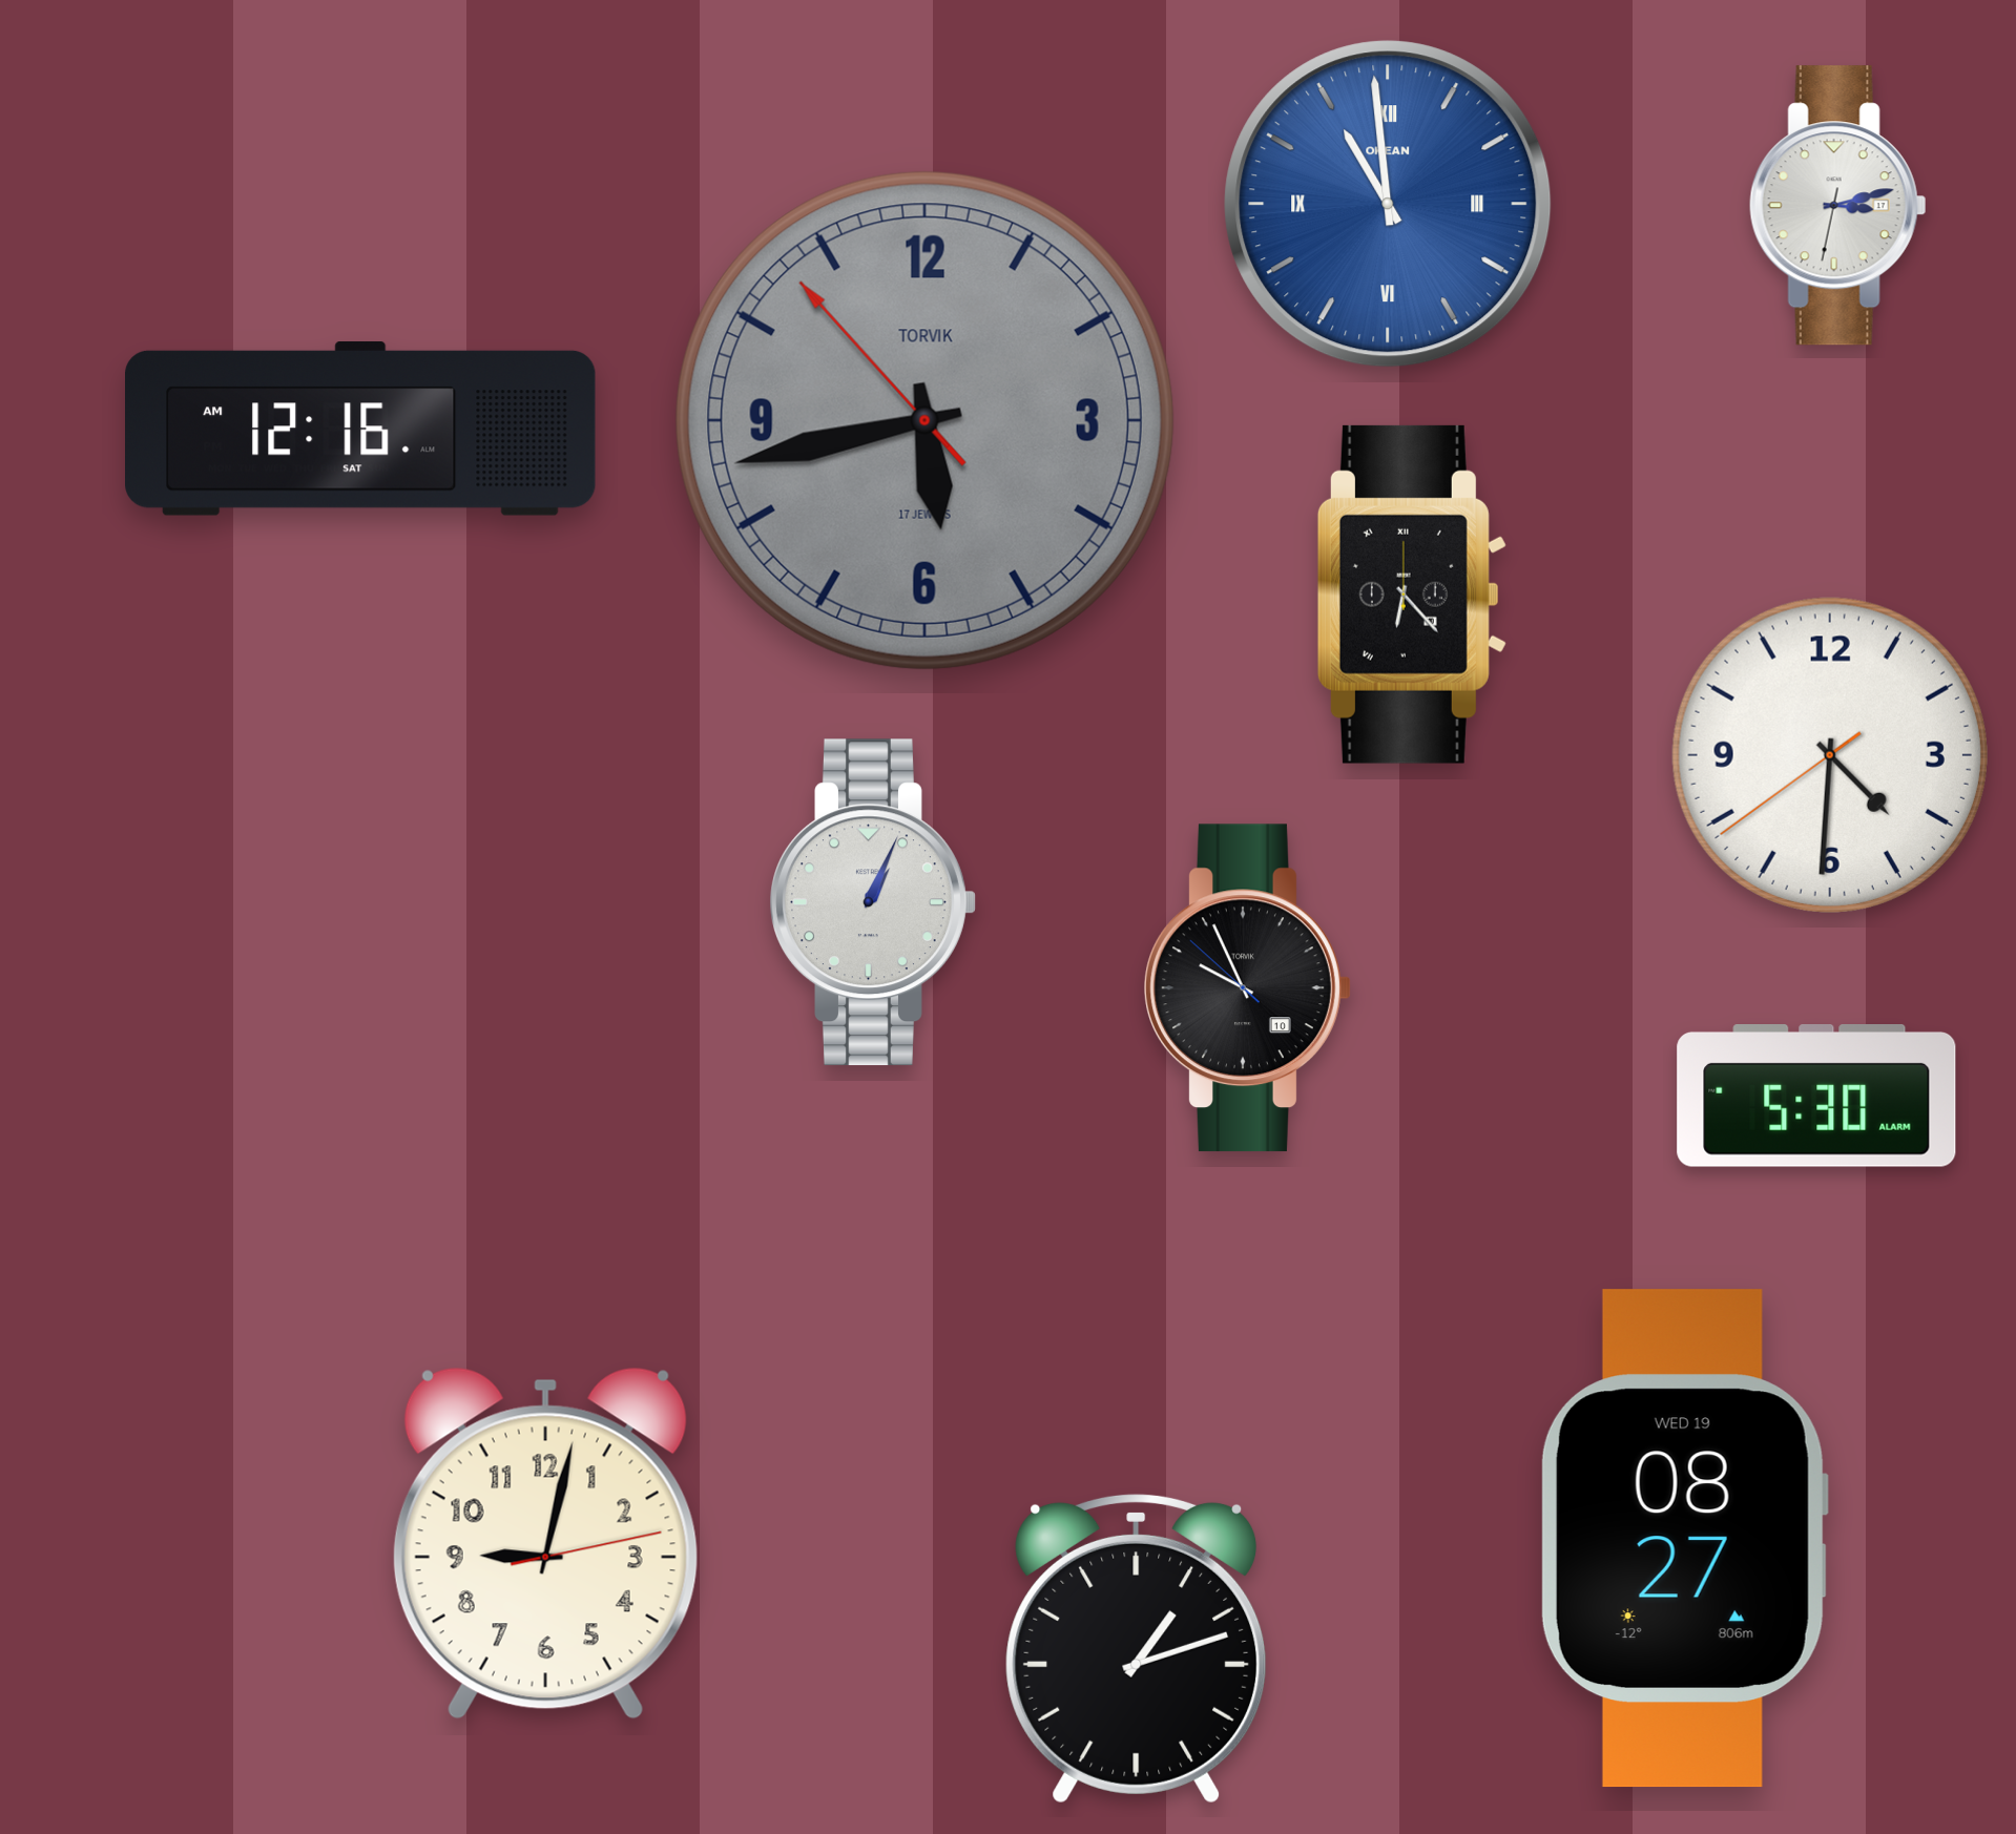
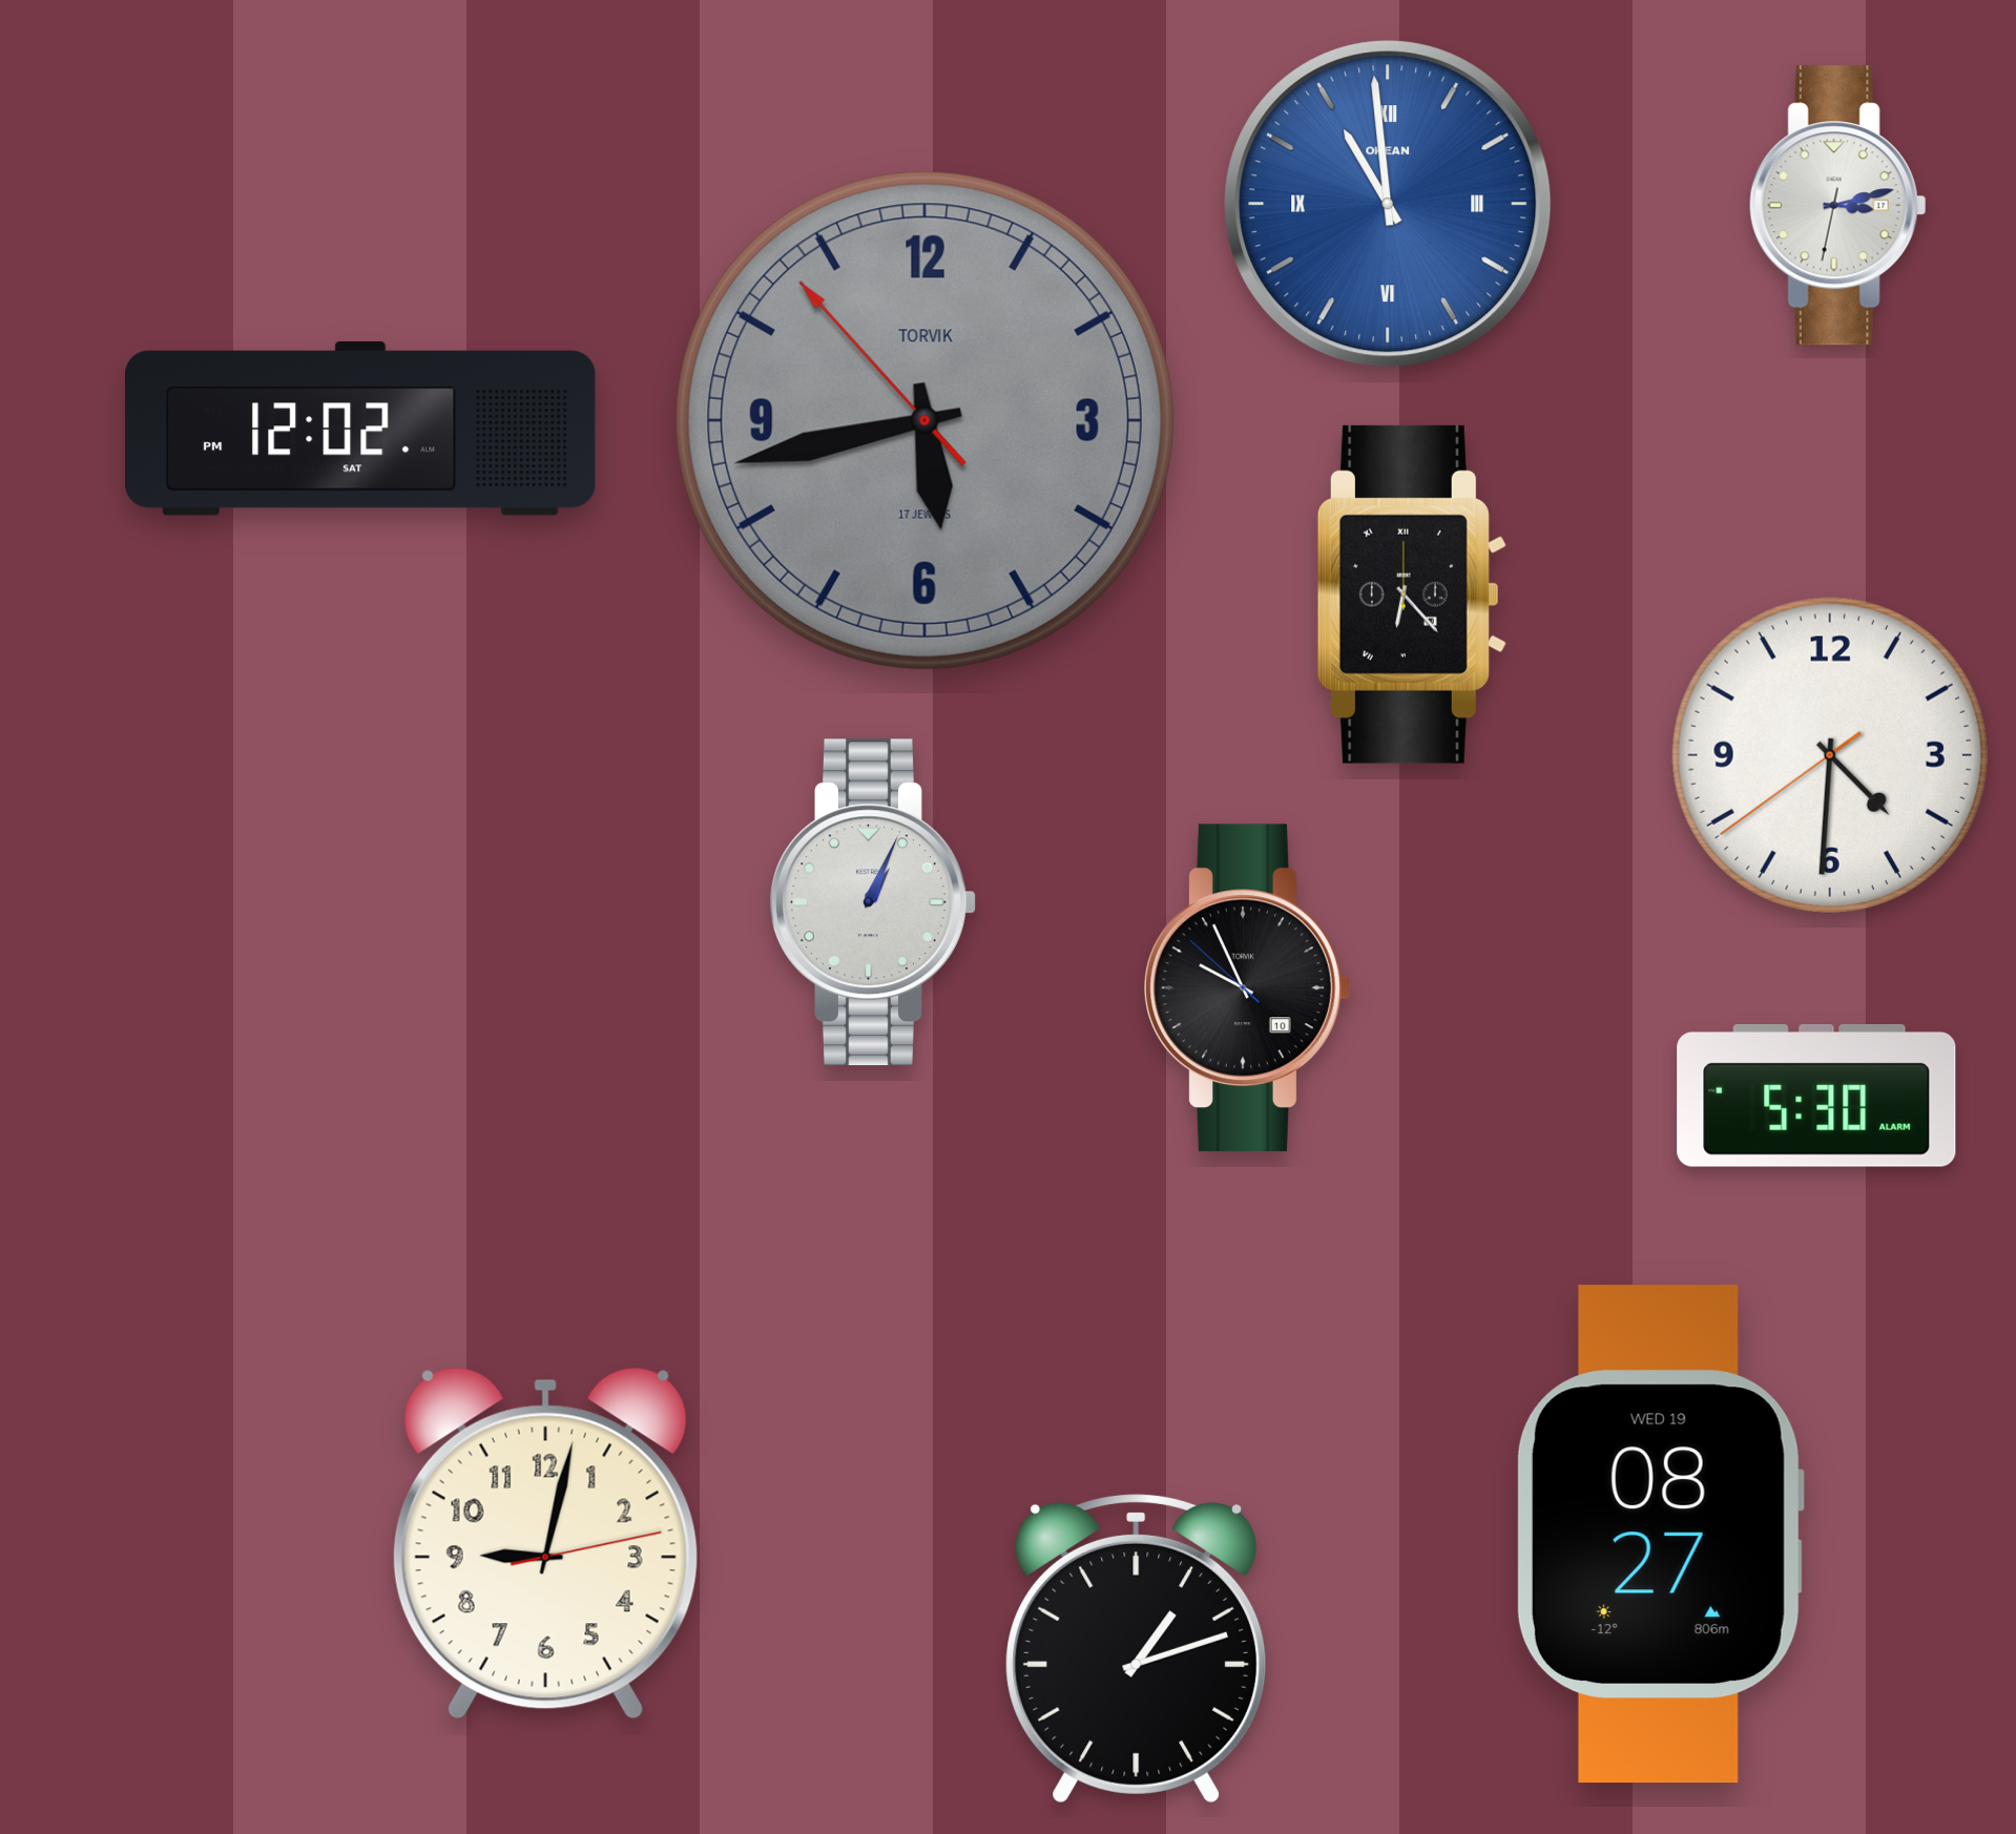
clock at (361, 429): 12:16 -> 12:02
clock at (1684, 1539) position: (1684, 1539) -> (1660, 1535)
